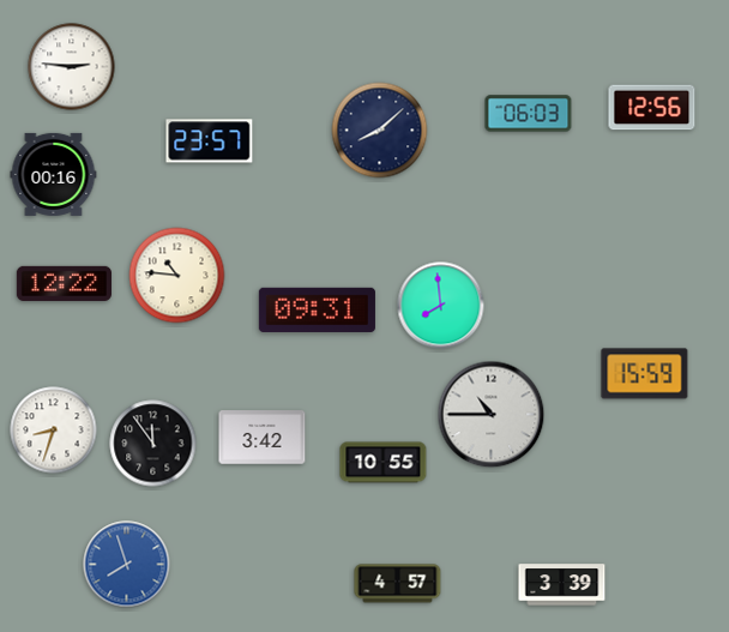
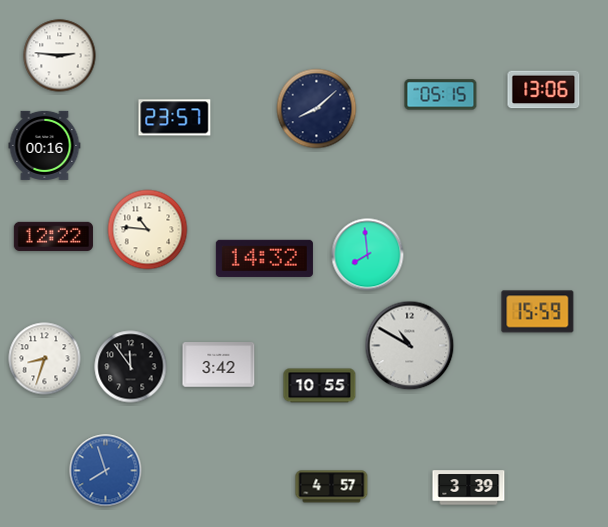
clock at (652, 108): 12:56 -> 13:06
clock at (529, 114): 06:03 -> 05:15
clock at (317, 309): 09:31 -> 14:32
clock at (492, 415): 10:45 -> 10:50
clock at (153, 444) position: (153, 444) -> (131, 367)
